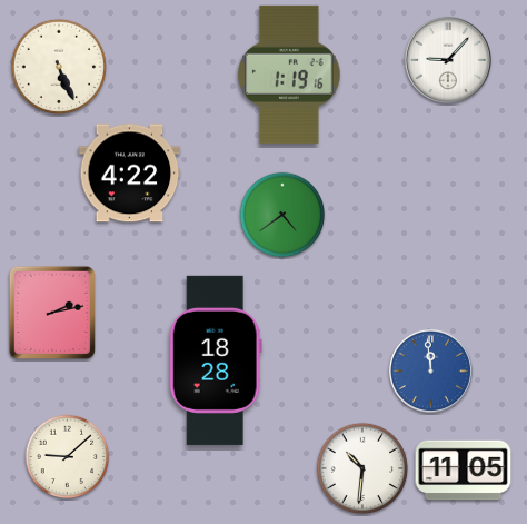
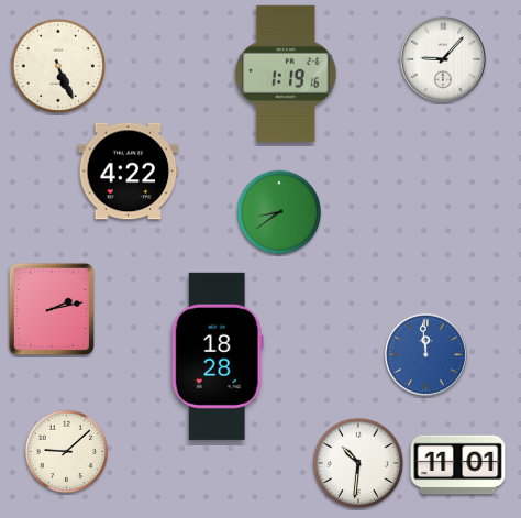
clock at (282, 215): 4:39 -> 8:39
clock at (216, 360) position: (216, 360) -> (218, 356)
clock at (430, 370) position: (430, 370) -> (425, 354)
clock at (464, 471): 11:05 -> 11:01
